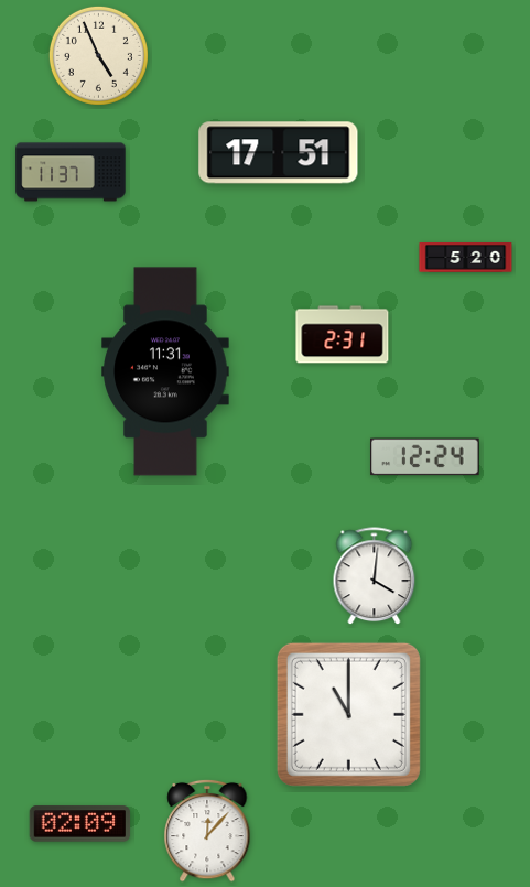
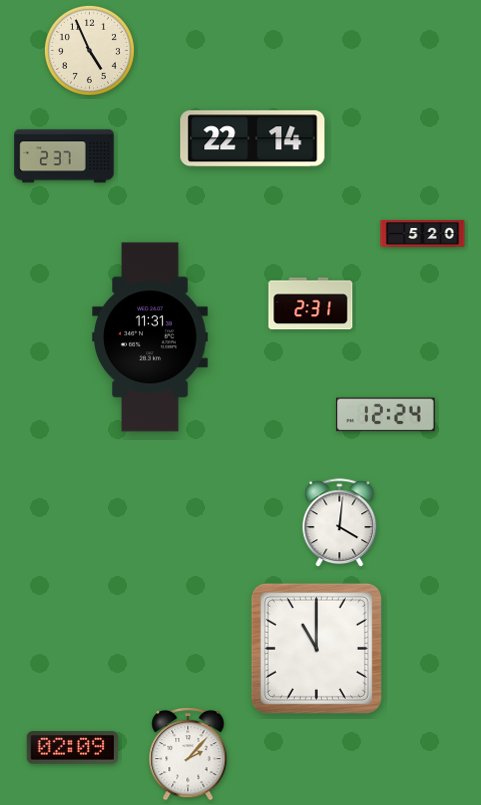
clock at (279, 153): 17:51 -> 22:14
clock at (71, 172): 11:37 -> 2:37
clock at (207, 831): 12:07 -> 2:07
